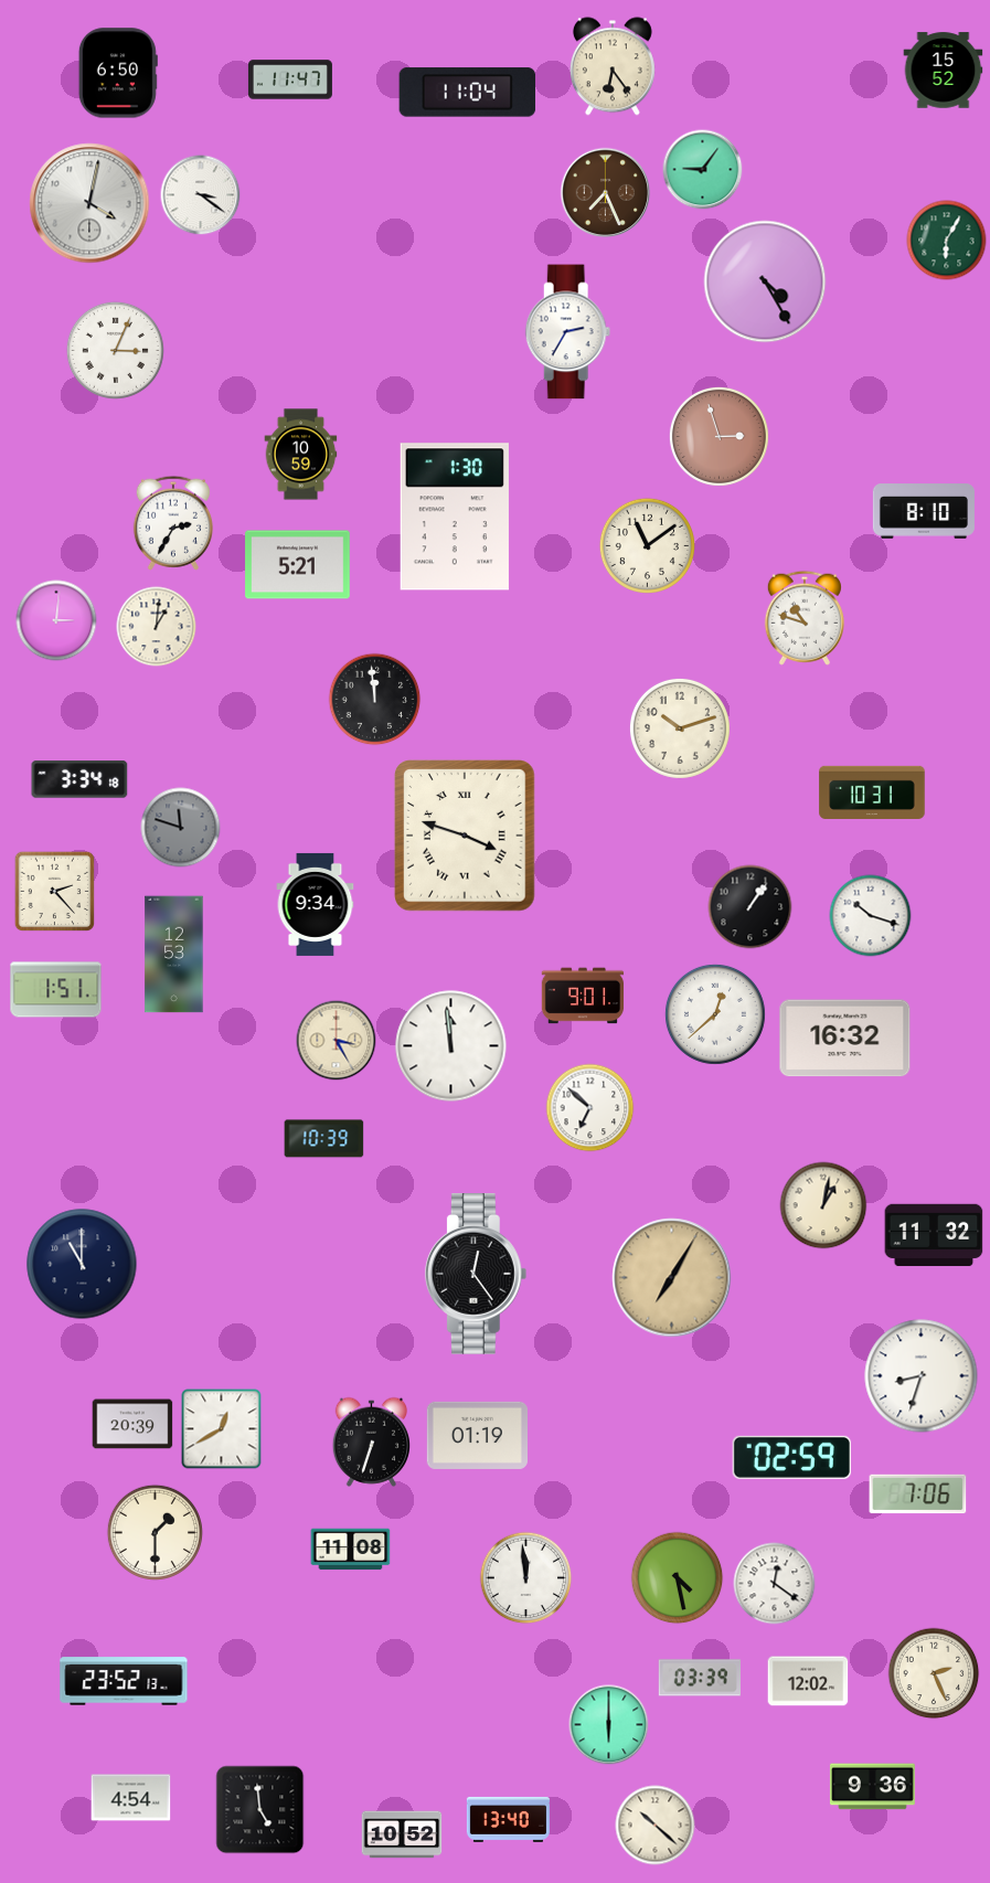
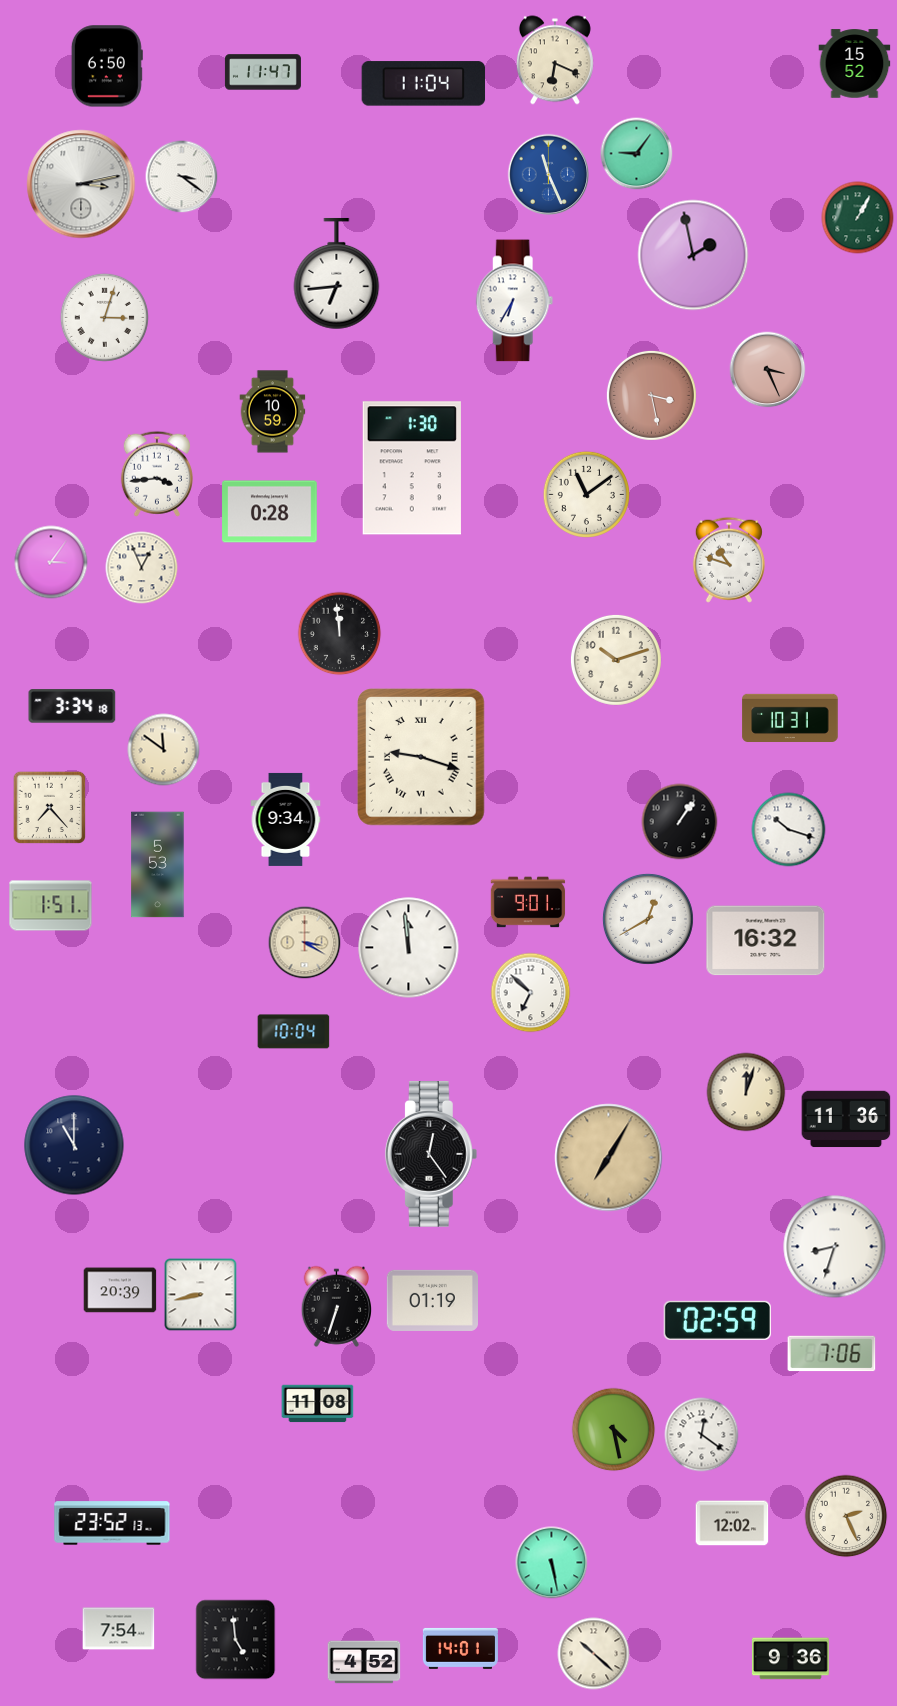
clock at (613, 66): 6:24 -> 6:19
clock at (606, 193): 7:26 -> 11:26
clock at (606, 193) dial: brown -> blue
clock at (89, 203): 4:02 -> 3:13
clock at (947, 241): 6:05 -> 1:05
clock at (765, 281): 4:25 -> 1:58
clock at (337, 274): none -> 6:44
clock at (568, 332): 2:35 -> 6:35
clock at (115, 350): 3:04 -> 3:03
clock at (768, 370): none -> 3:26
clock at (718, 436): 2:57 -> 3:28
clock at (924, 511): 8:10 -> none
clock at (173, 523): 2:35 -> 3:44
clock at (298, 565): 5:21 -> 0:28
clock at (56, 620): 3:01 -> 3:06
clock at (157, 627): 1:01 -> 12:56
clock at (181, 828): 11:48 -> 11:51
clock at (181, 828) dial: grey -> cream
clock at (465, 836): 3:48 -> 9:18
clock at (55, 892): 2:23 -> 7:23
clock at (174, 955): 12:53 -> 5:53
clock at (56, 990) position: (56, 990) -> (51, 906)
clock at (715, 1014): 12:38 -> 12:40
clock at (337, 1041): 3:25 -> 3:20
clock at (590, 1108) position: (590, 1108) -> (531, 993)
clock at (324, 1139): 10:39 -> 10:04
clock at (823, 1205): 1:02 -> 12:03
clock at (934, 1235): 11:32 -> 11:36
clock at (222, 1429): 12:40 -> 8:43
clock at (155, 1532): 1:30 -> none
clock at (526, 1578): 11:59 -> none
clock at (700, 1678): 03:39 -> none
clock at (609, 1725): 6:00 -> 5:28
clock at (872, 1787) position: (872, 1787) -> (790, 1659)
clock at (131, 1798): 4:54 -> 7:54
clock at (508, 1819): 13:40 -> 14:01
clock at (402, 1834): 10:52 -> 4:52
